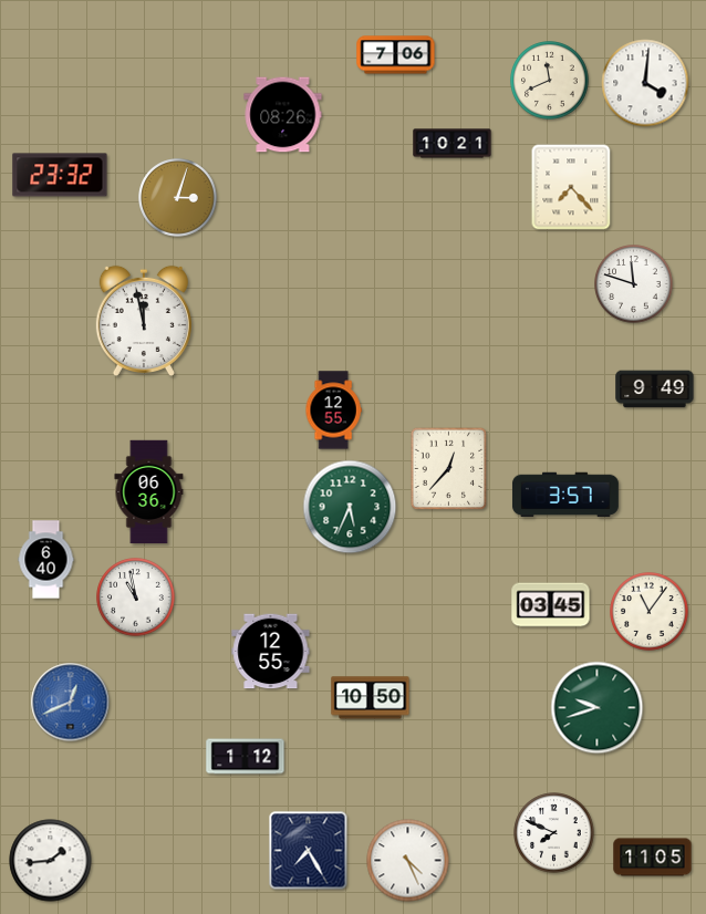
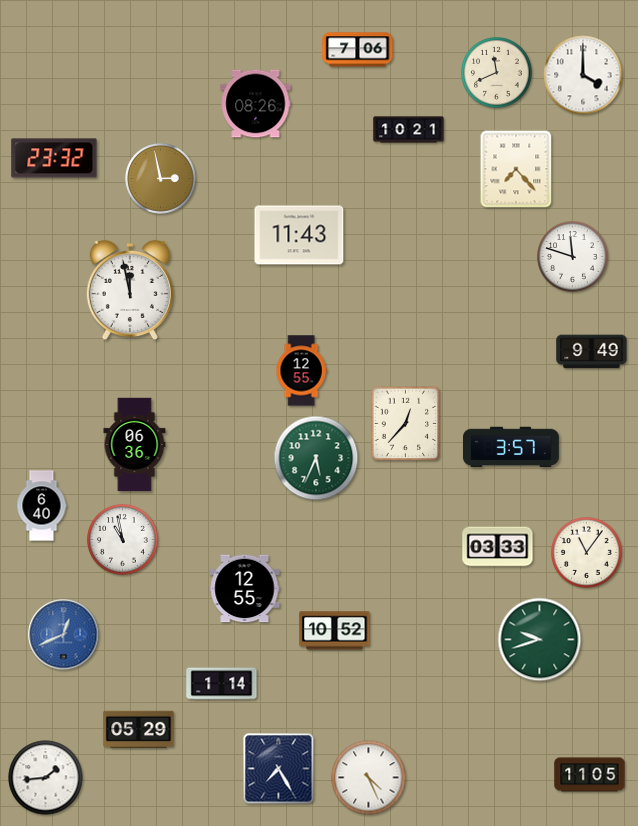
clock at (645, 83): 4:01 -> 4:00
clock at (178, 198): 3:03 -> 2:58
clock at (299, 235): none -> 11:43
clock at (551, 605): 03:45 -> 03:33
clock at (371, 698): 10:50 -> 10:52
clock at (246, 757): 1:12 -> 1:14
clock at (139, 730): none -> 05:29
clock at (554, 833): 7:49 -> none
